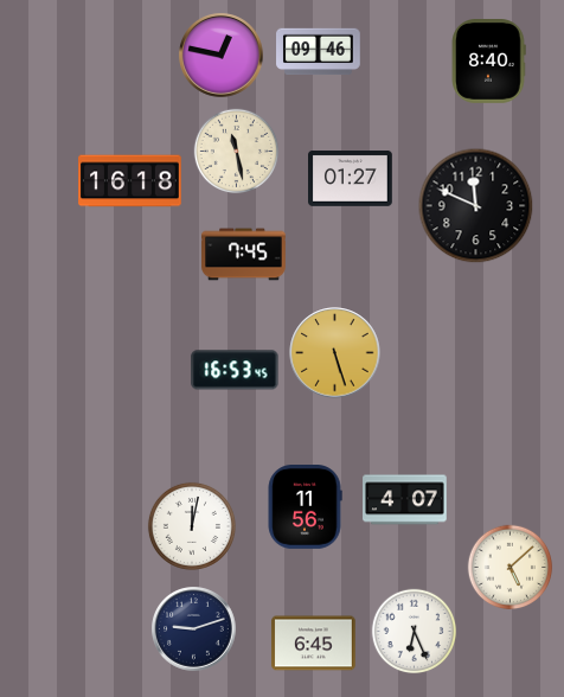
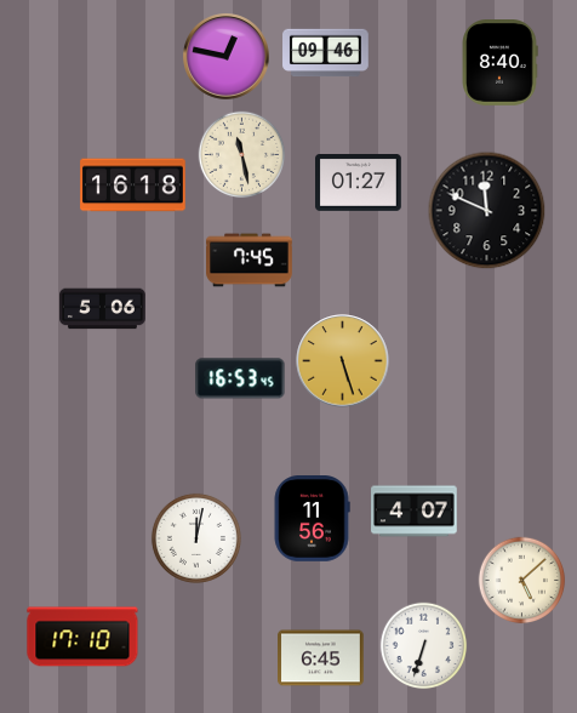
clock at (103, 309): none -> 5:06
clock at (82, 637): none -> 17:10
clock at (194, 629): 9:12 -> none
clock at (415, 632): 6:26 -> 6:33
